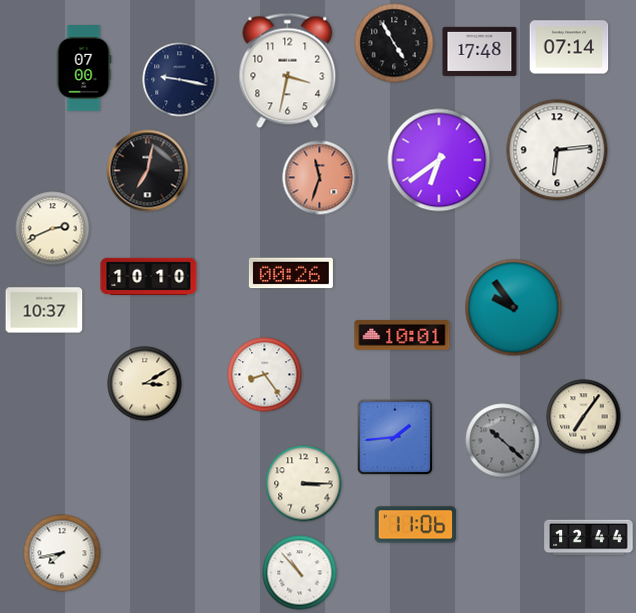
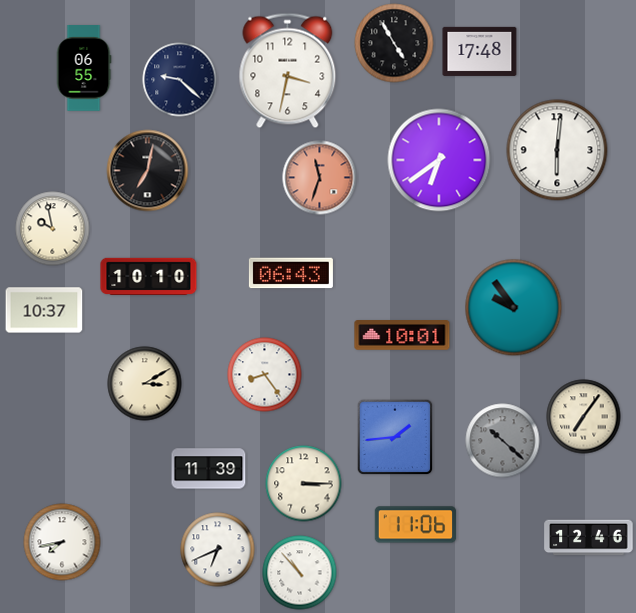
clock at (569, 47): 07:14 -> none
clock at (84, 69): 07:00 -> 06:55
clock at (180, 80): 9:17 -> 9:22
clock at (557, 150): 6:14 -> 6:01
clock at (53, 229): 2:41 -> 9:58
clock at (291, 273): 00:26 -> 06:43
clock at (209, 469): none -> 11:39
clock at (589, 538): 12:44 -> 12:46
clock at (218, 550): none -> 6:41
clock at (62, 553) position: (62, 553) -> (62, 542)
